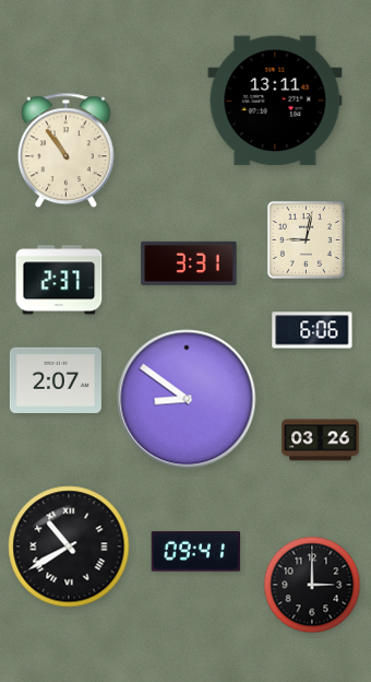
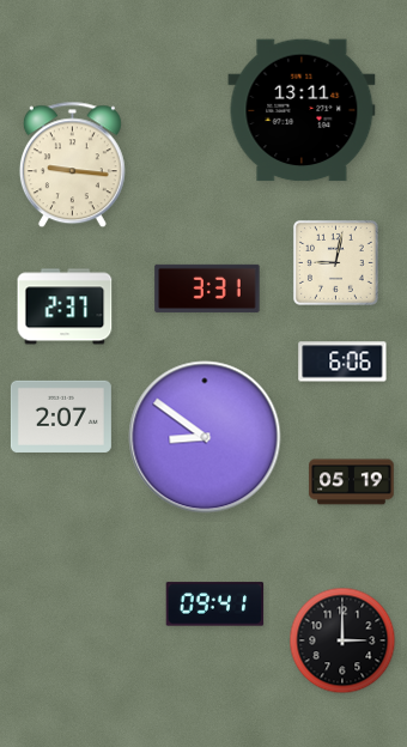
clock at (65, 151): 10:54 -> 9:16
clock at (321, 440): 03:26 -> 05:19
clock at (69, 546): 10:40 -> none
